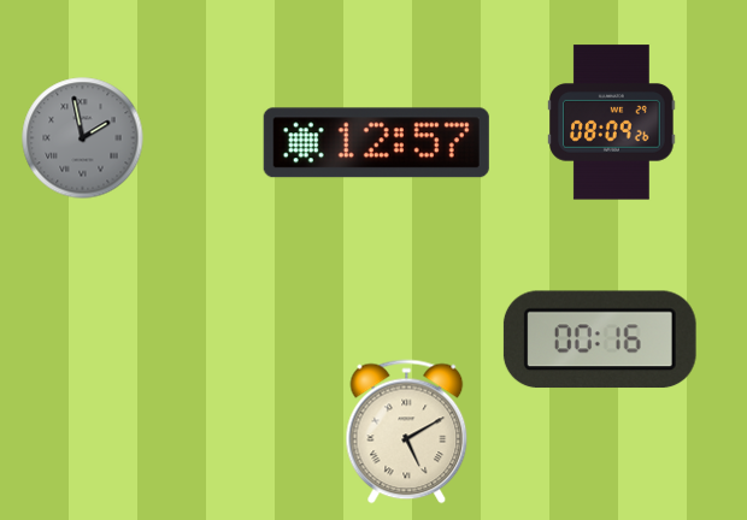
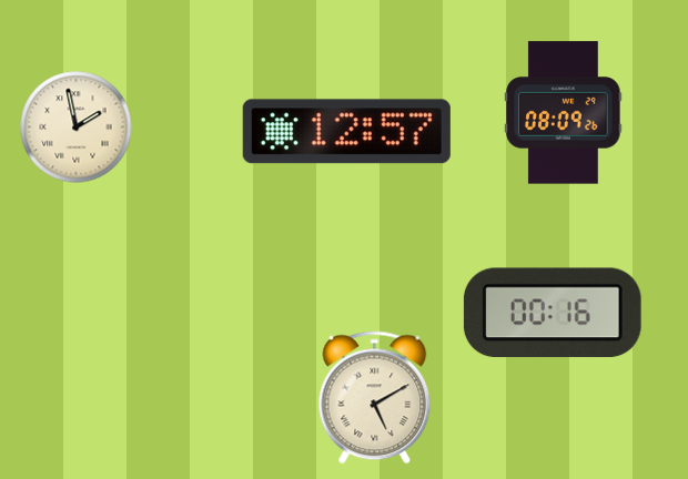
clock at (83, 138) dial: grey -> cream
